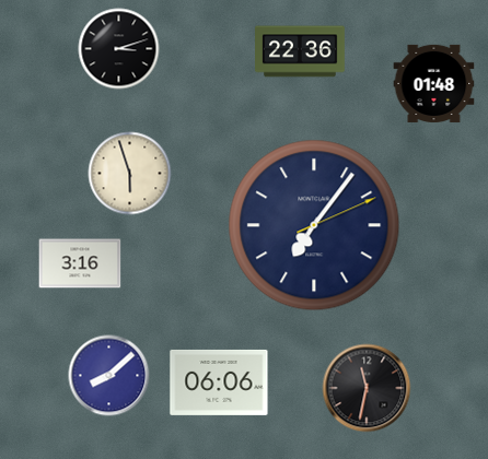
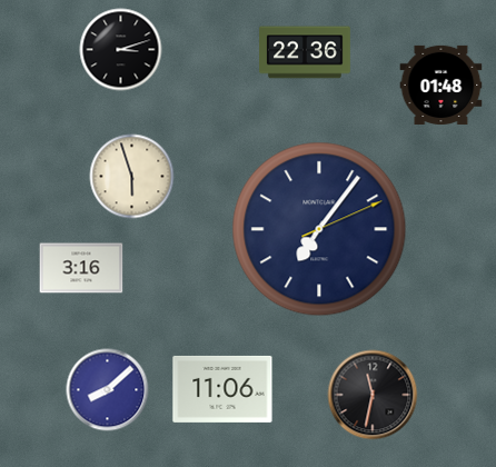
clock at (109, 376) position: (109, 376) -> (108, 390)
clock at (219, 382): 06:06 -> 11:06
